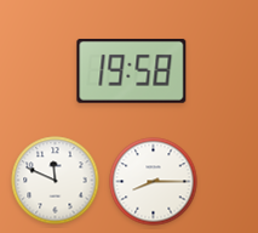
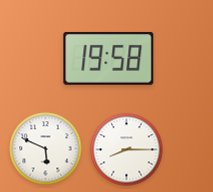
clock at (56, 181): 11:49 -> 5:49
